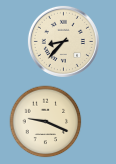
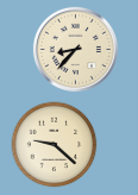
clock at (46, 122): 9:19 -> 9:22
